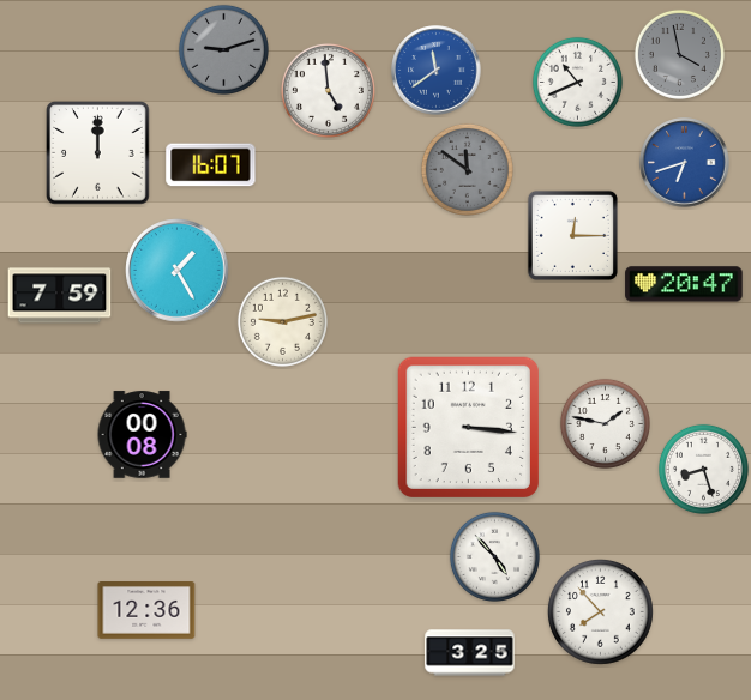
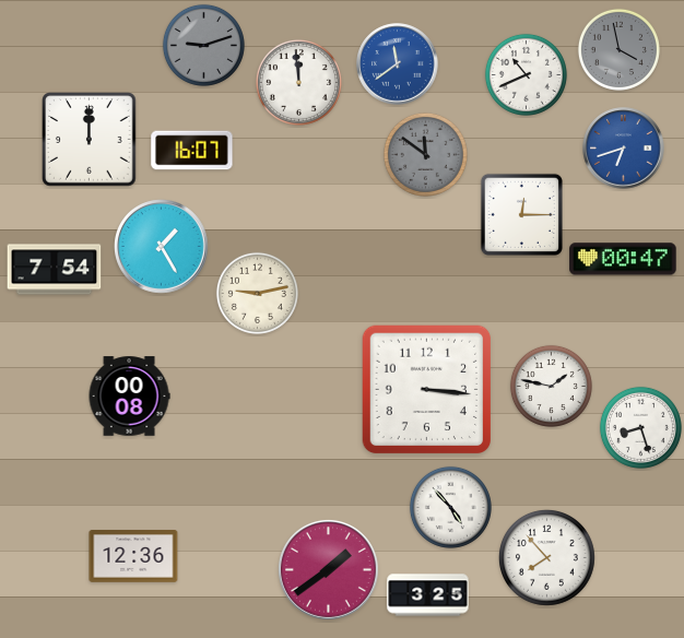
clock at (328, 90): 4:59 -> 11:59
clock at (684, 284): 20:47 -> 00:47
clock at (60, 296): 7:59 -> 7:54
clock at (328, 569): none -> 1:39
